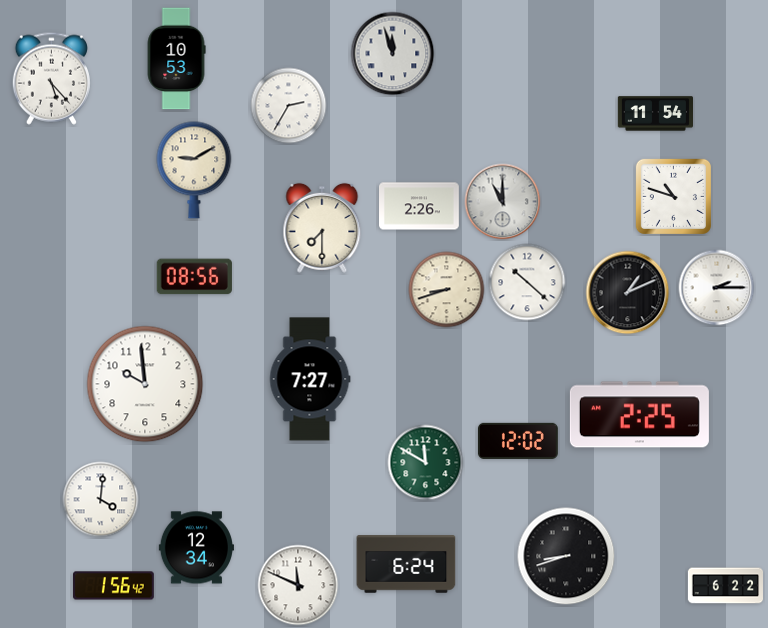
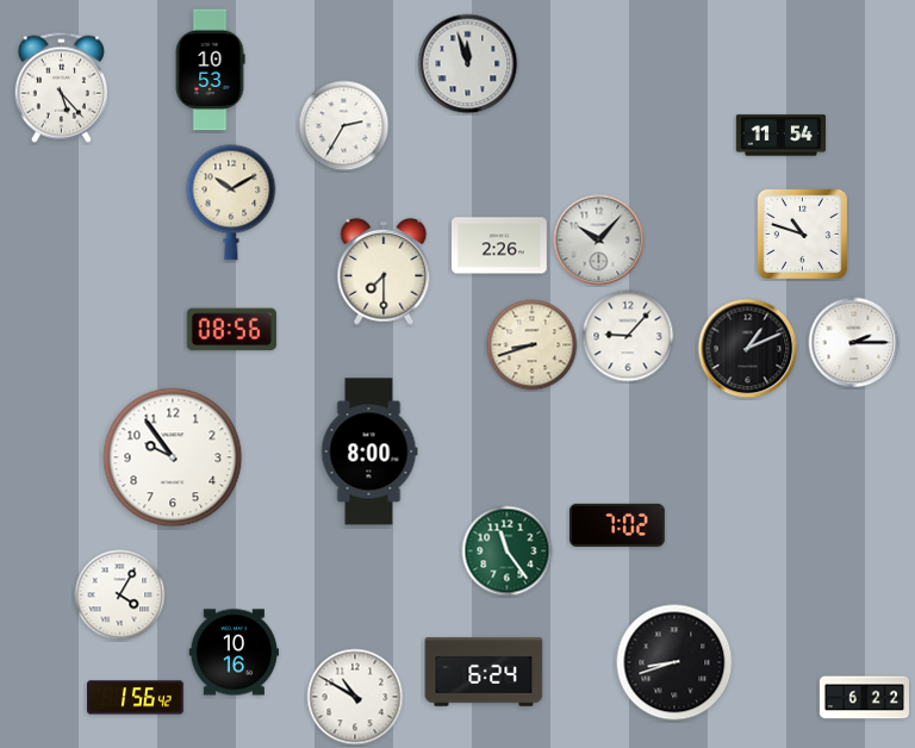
clock at (51, 78) position: (51, 78) -> (61, 87)
clock at (194, 170): 9:10 -> 10:10
clock at (503, 202): 11:00 -> 10:07
clock at (527, 282): 10:22 -> 9:07
clock at (310, 379): 7:27 -> 8:00
clock at (145, 384): 9:59 -> 9:54
clock at (639, 415): 2:25 -> none
clock at (518, 441): 12:02 -> 7:02
clock at (426, 463): 11:50 -> 11:24
clock at (101, 500): 4:01 -> 4:05
clock at (196, 548): 12:34 -> 10:16
clock at (298, 585): 11:49 -> 10:50
